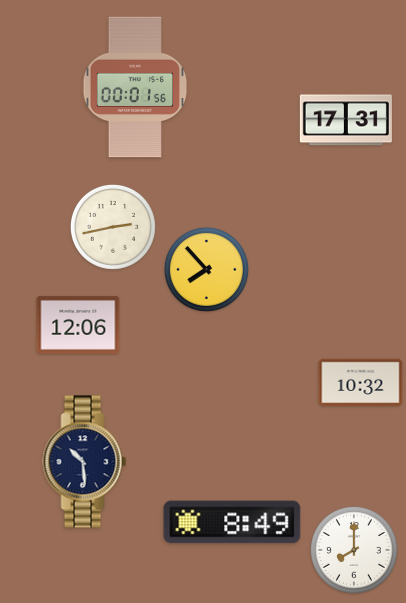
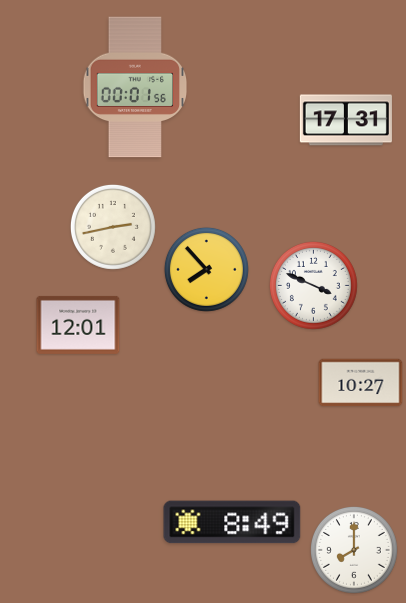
clock at (313, 285): none -> 3:49
clock at (78, 325): 12:06 -> 12:01
clock at (361, 383): 10:32 -> 10:27
clock at (85, 462): 10:29 -> none
